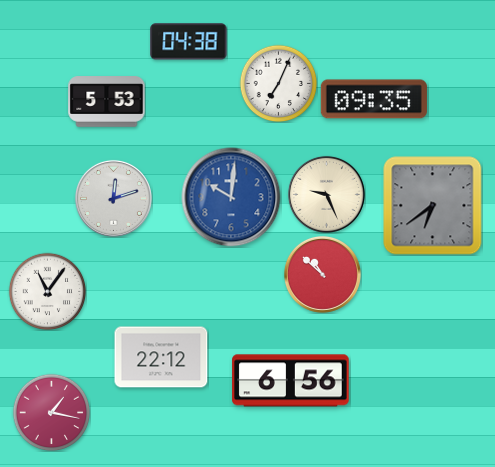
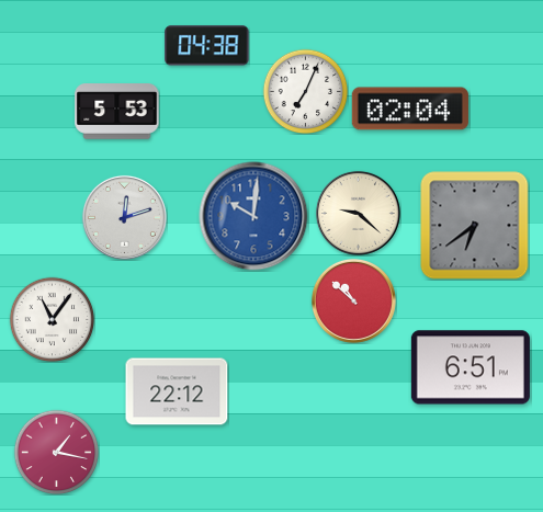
clock at (374, 99): 09:35 -> 02:04
clock at (326, 194): 9:26 -> 9:22
clock at (471, 367): none -> 6:51
clock at (291, 381): 6:56 -> none
